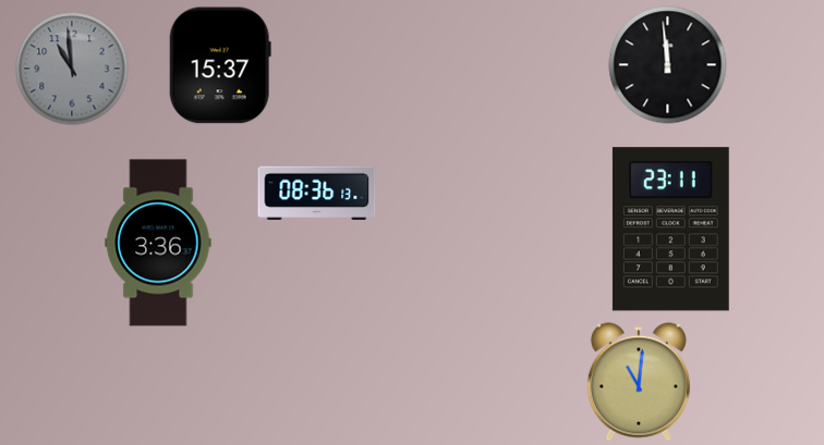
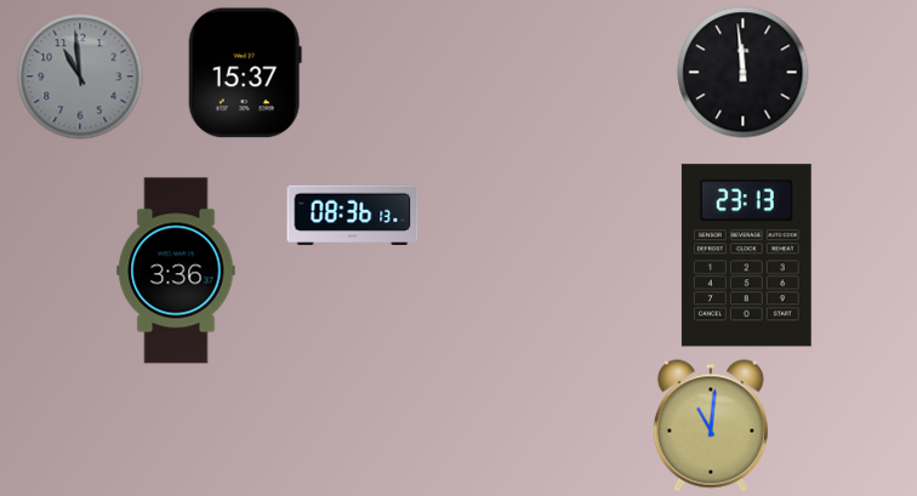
clock at (670, 230): 23:11 -> 23:13
